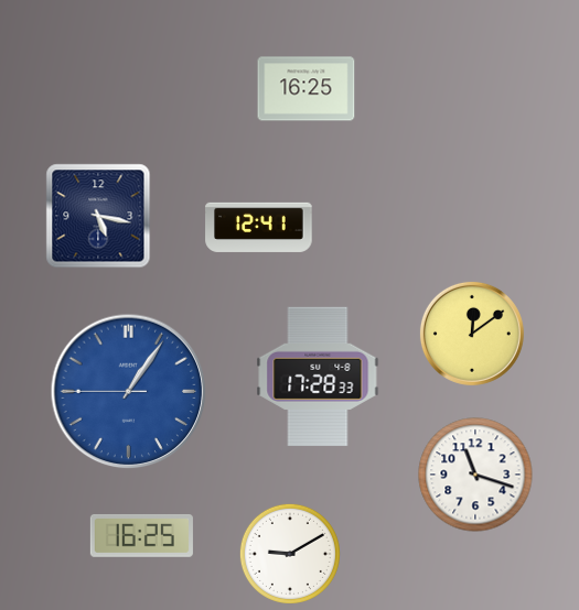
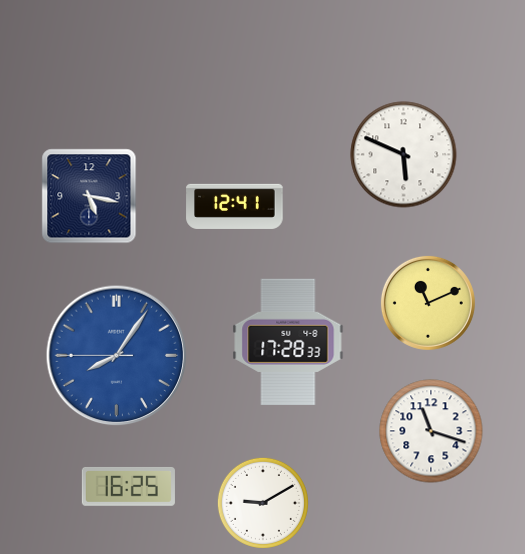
clock at (307, 89): 16:25 -> none
clock at (404, 155): none -> 5:49
clock at (472, 334): 12:09 -> 11:11
clock at (129, 392): 1:05 -> 8:05
